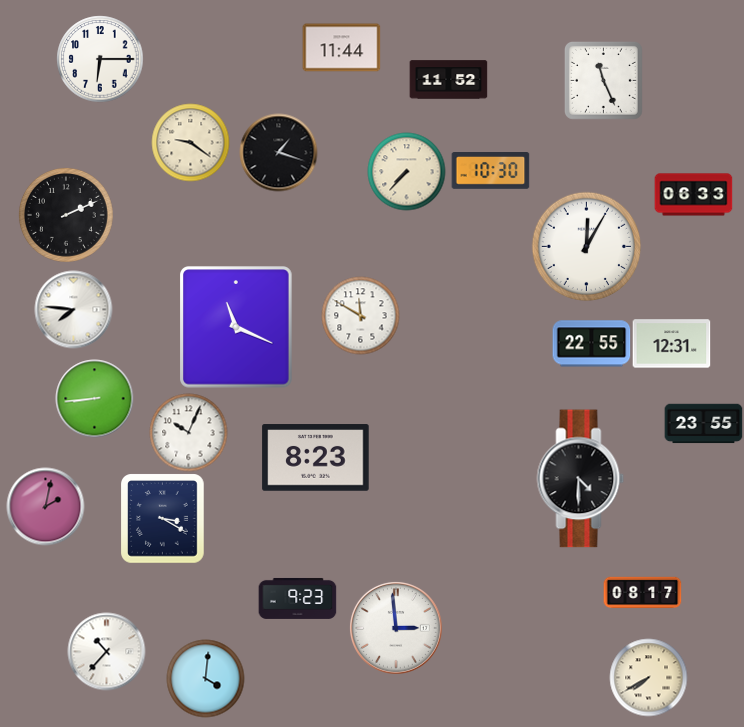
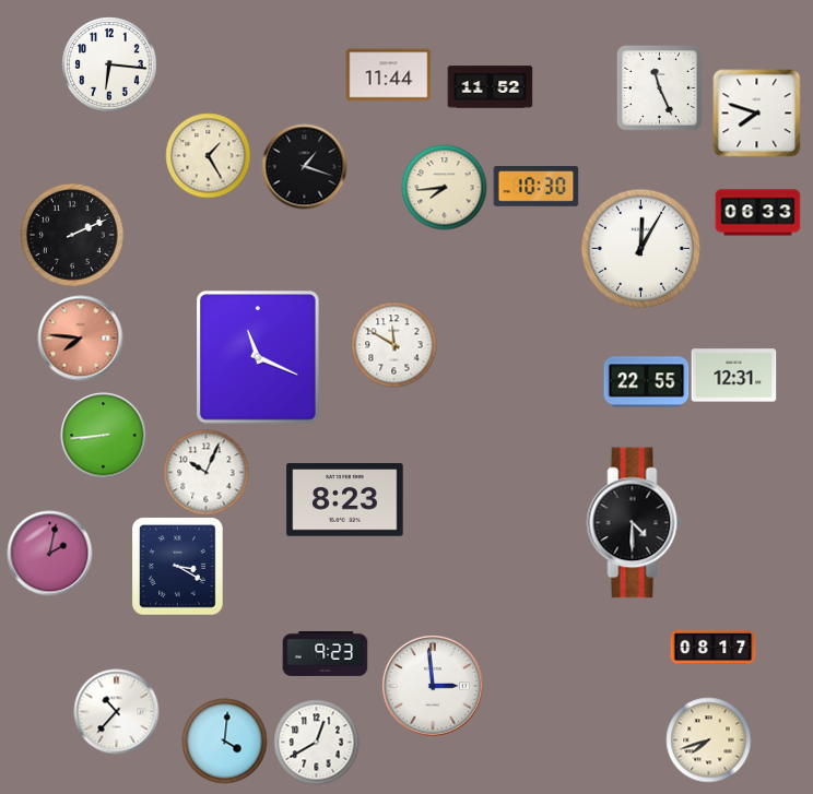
clock at (341, 48) position: (341, 48) -> (388, 75)
clock at (100, 59): 6:15 -> 6:16
clock at (756, 112): none -> 7:48
clock at (190, 142): 9:21 -> 1:25
clock at (406, 171): 7:37 -> 7:44
clock at (586, 246) position: (586, 246) -> (640, 248)
clock at (73, 309) dial: white -> salmon
clock at (591, 344) position: (591, 344) -> (646, 382)
clock at (703, 424): 23:55 -> none
clock at (642, 593) position: (642, 593) -> (712, 648)
clock at (648, 677): 7:40 -> 7:42
clock at (316, 742): none -> 12:40
